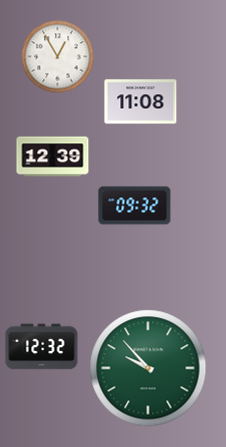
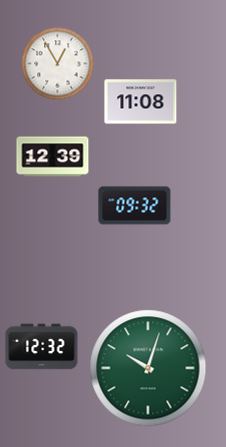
clock at (58, 57) position: (58, 57) -> (58, 64)
clock at (148, 368): 9:53 -> 10:03
